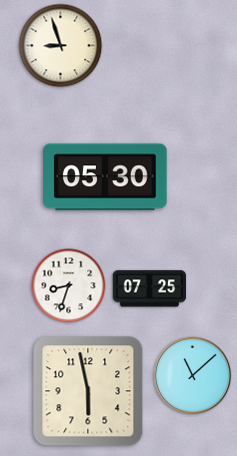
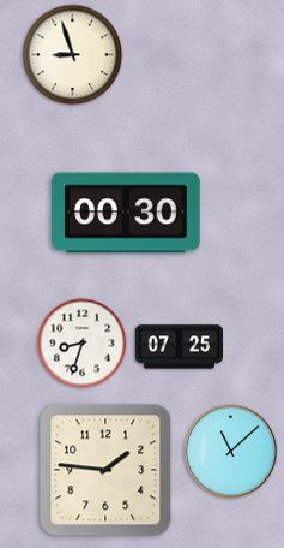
clock at (105, 177): 05:30 -> 00:30
clock at (88, 391): 5:58 -> 1:46
